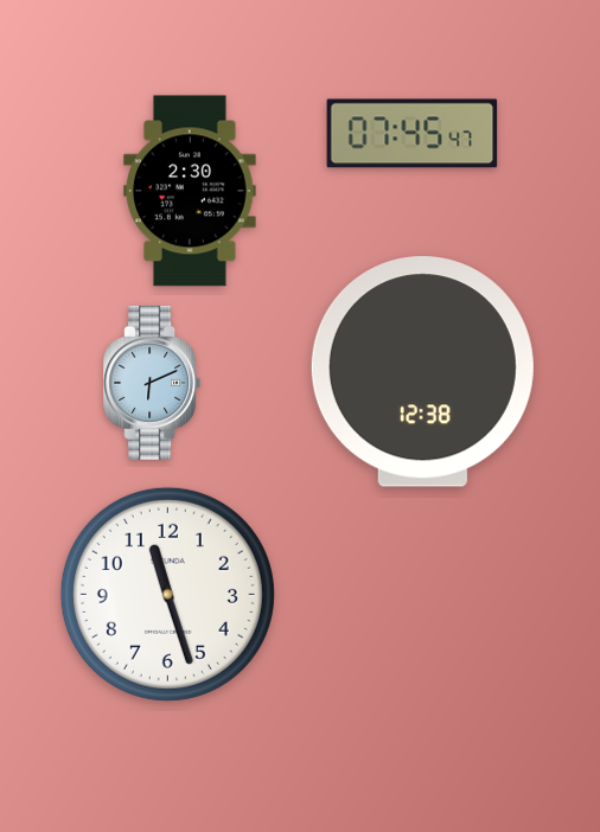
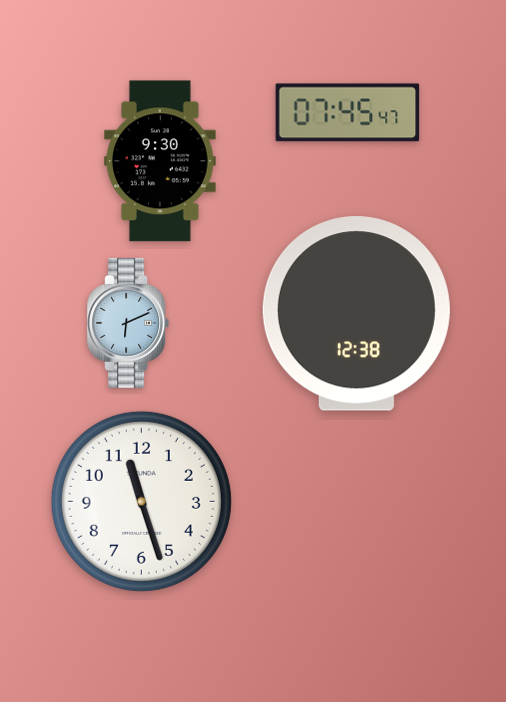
clock at (190, 191): 2:30 -> 9:30
